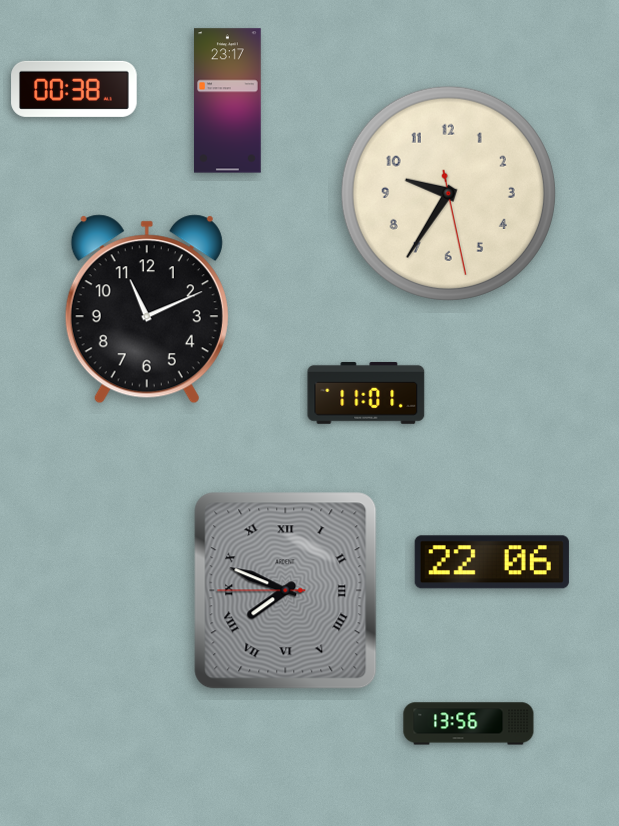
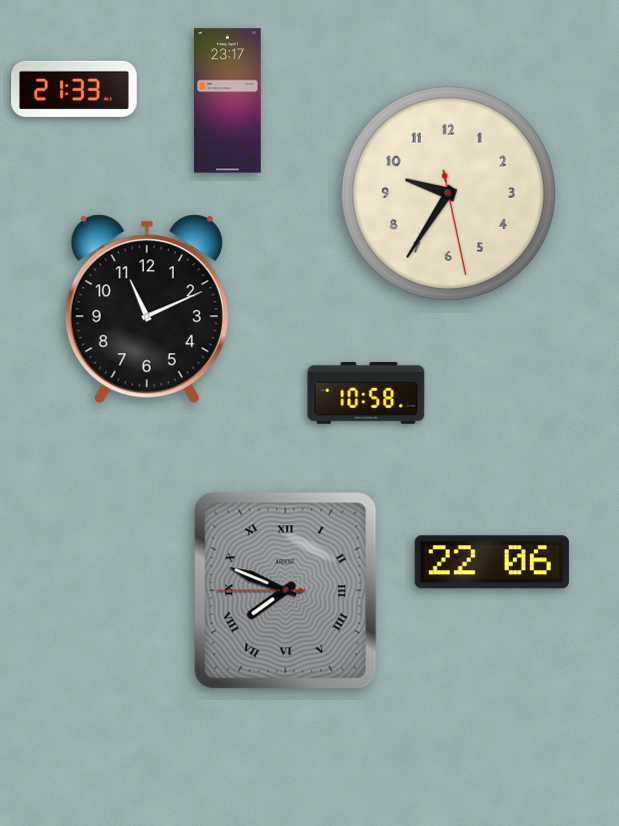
clock at (74, 89): 00:38 -> 21:33
clock at (366, 393): 11:01 -> 10:58
clock at (469, 724): 13:56 -> none
